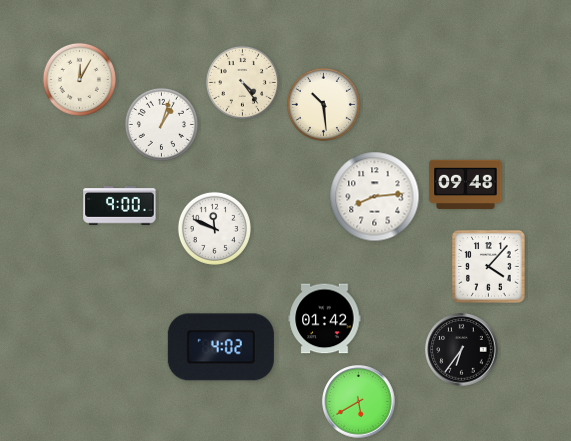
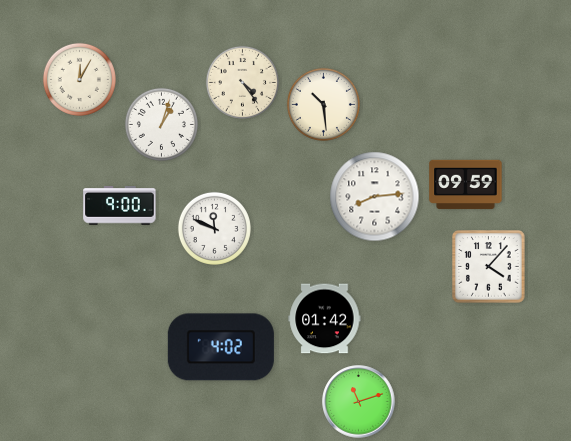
clock at (466, 185): 09:48 -> 09:59
clock at (462, 350): 6:36 -> none
clock at (359, 402): 5:40 -> 11:12
